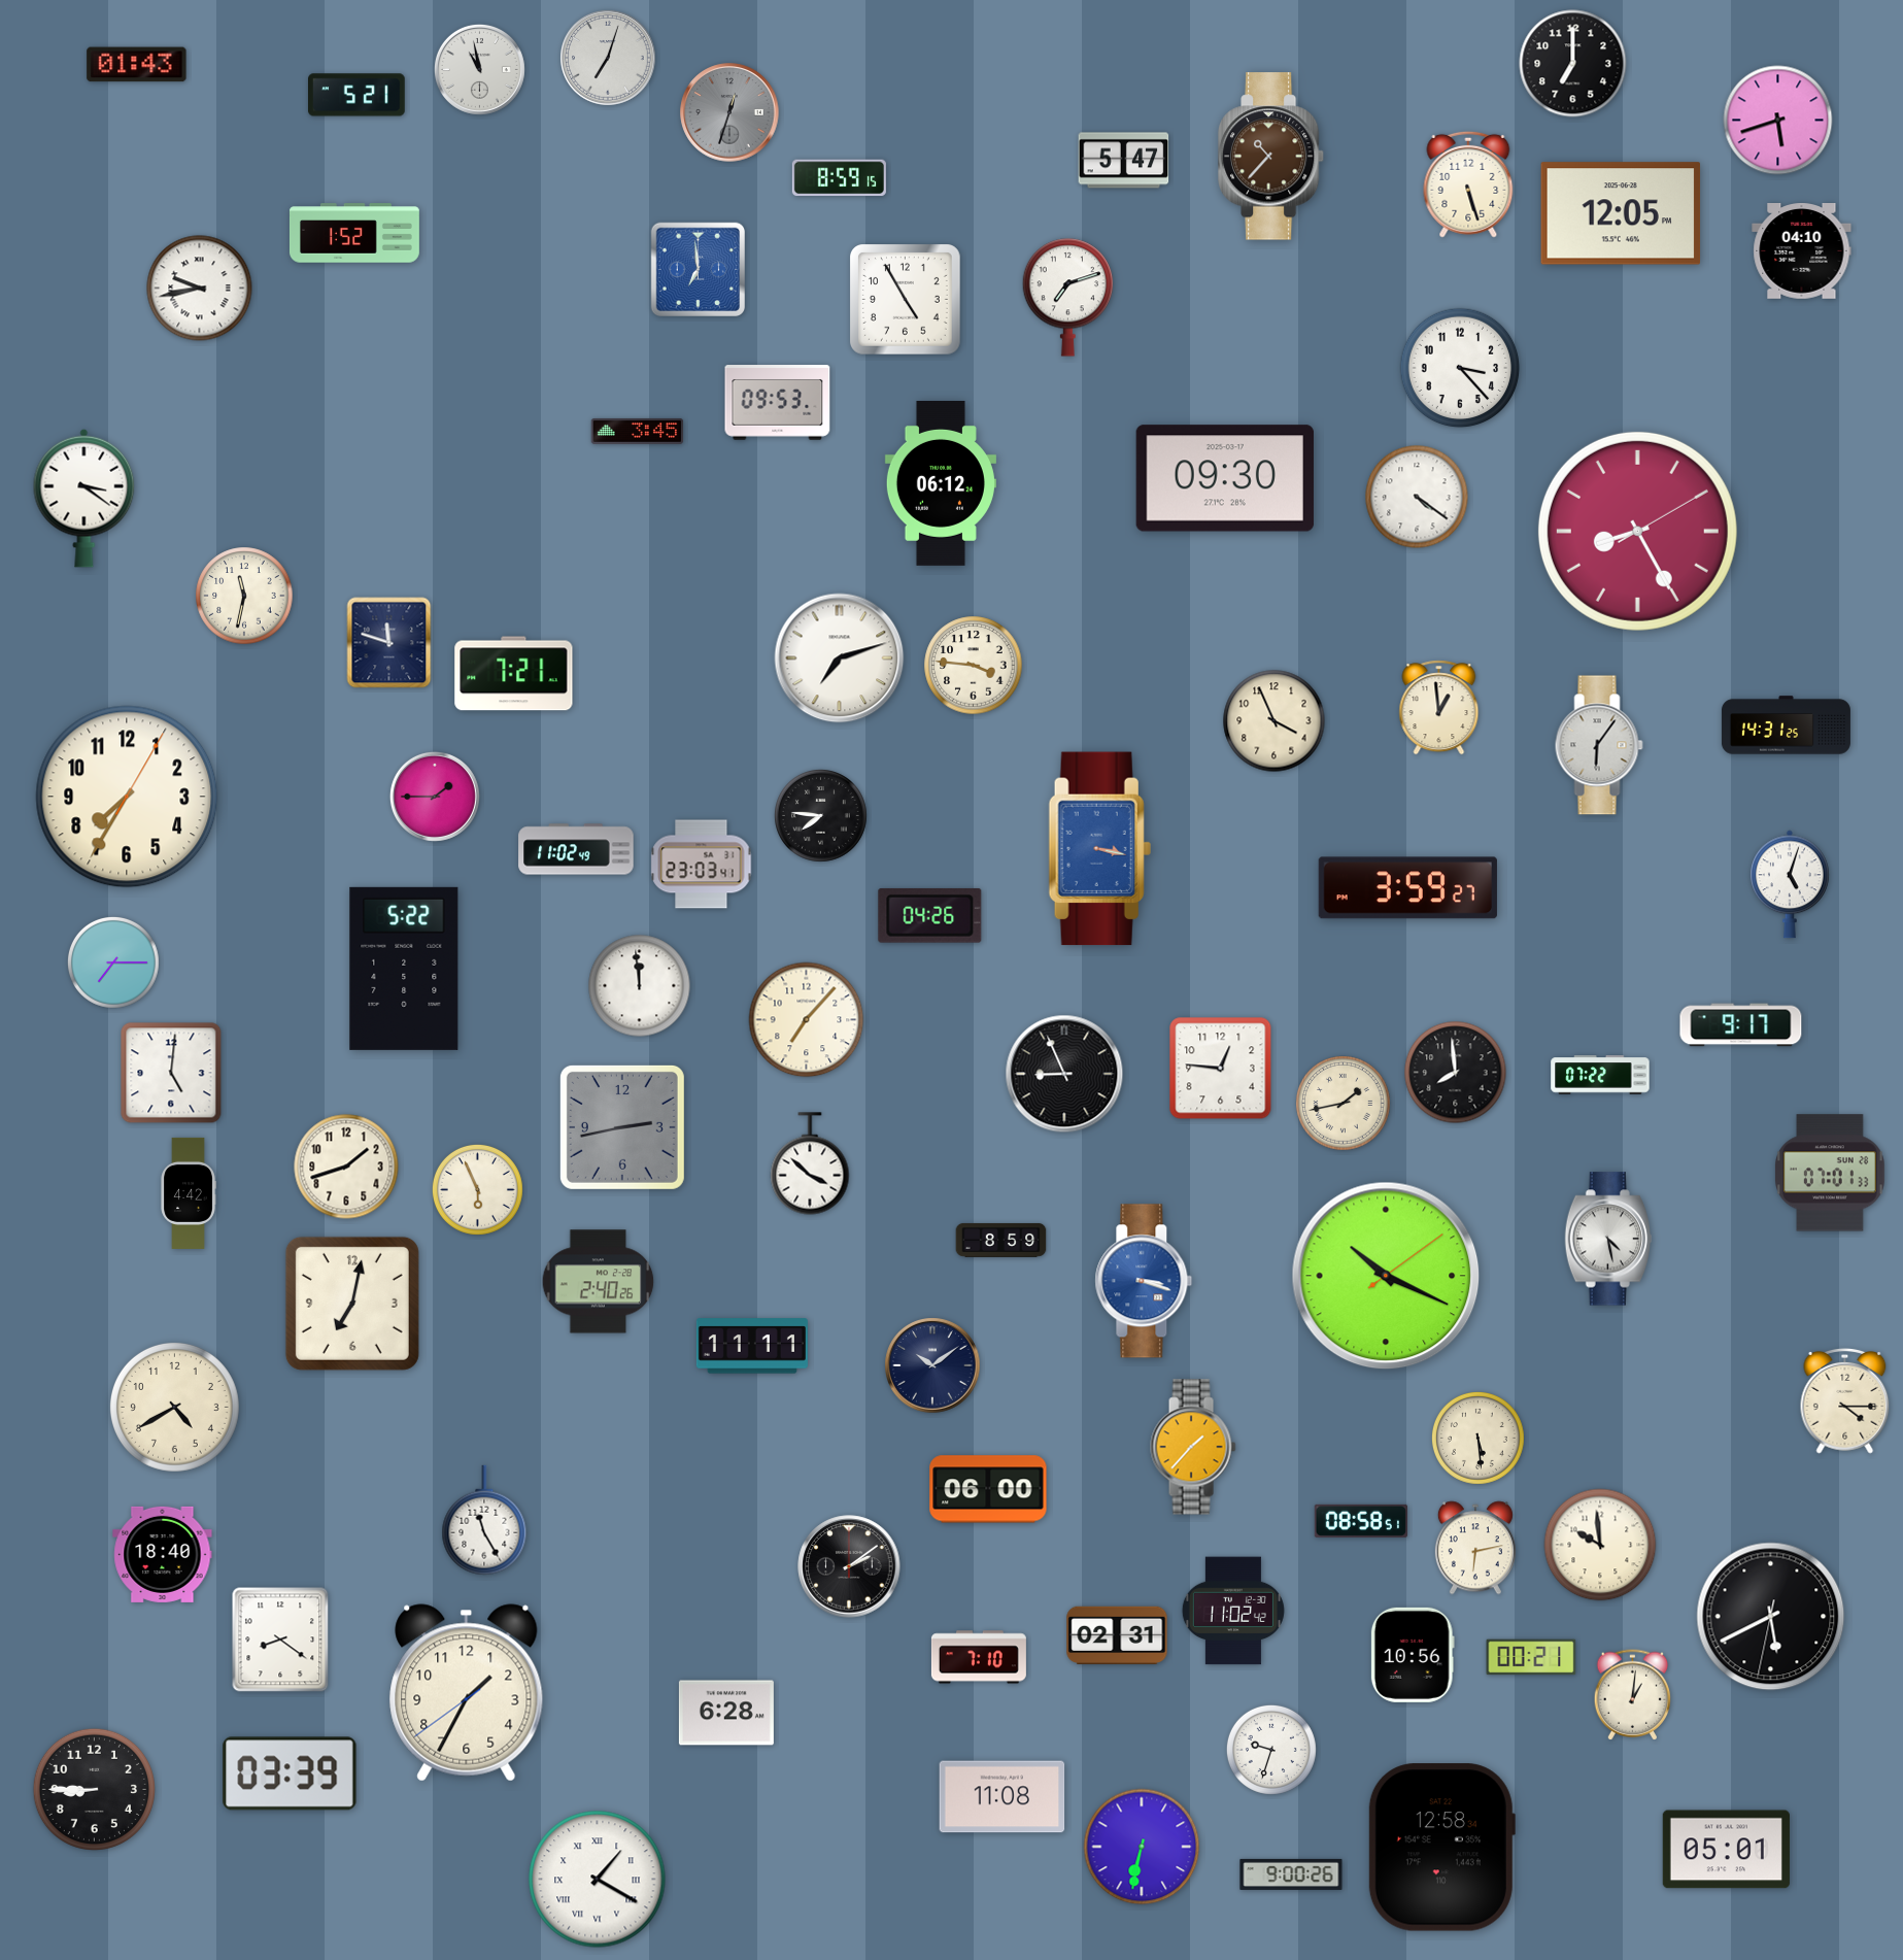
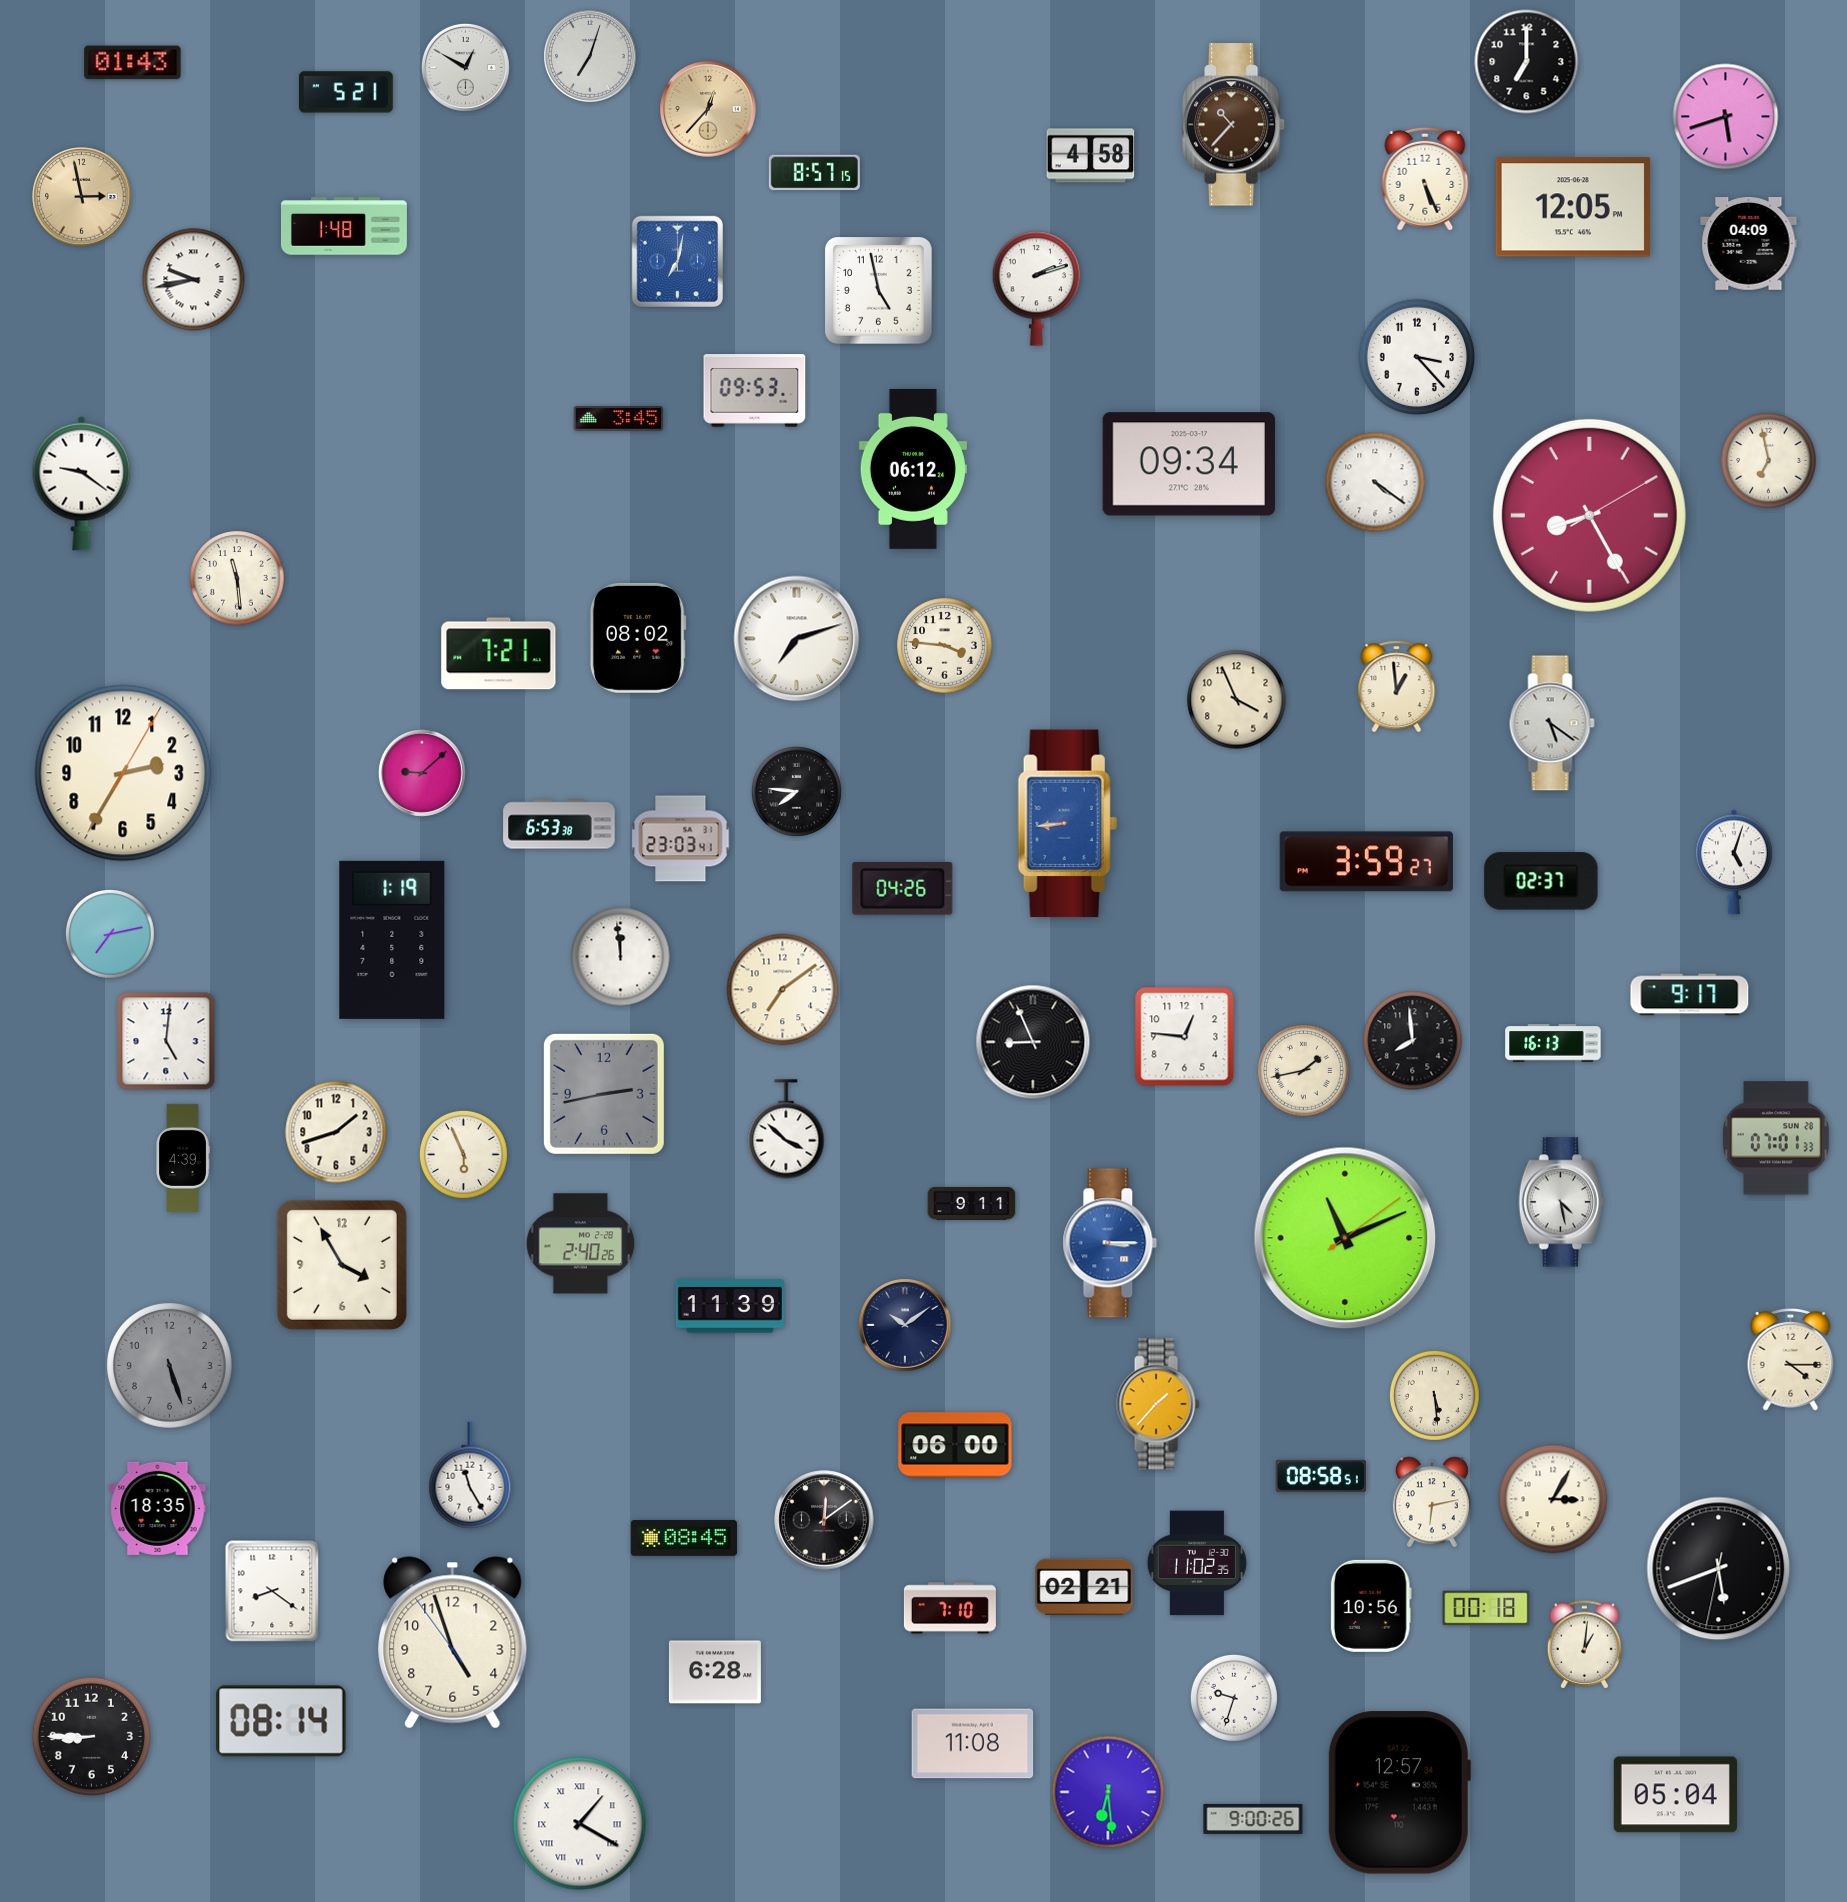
clock at (479, 69): 10:58 -> 12:50
clock at (729, 112): 12:33 -> 12:37
clock at (729, 112) dial: grey -> champagne
clock at (1271, 157) position: (1271, 157) -> (1234, 125)
clock at (1124, 161): 5:47 -> 4:58
clock at (839, 178): 8:59 -> 8:57
clock at (1468, 184): 5:27 -> 5:26
clock at (82, 197): none -> 2:58
clock at (354, 233): 1:52 -> 1:48
clock at (1802, 251): 04:10 -> 04:09
clock at (698, 269): 6:59 -> 7:02
clock at (1068, 298): 7:12 -> 2:12
clock at (906, 300): 4:55 -> 4:58
clock at (1769, 461): none -> 6:58
clock at (1225, 478): 09:30 -> 09:34
clock at (84, 498): 3:21 -> 9:21
clock at (244, 596): 11:32 -> 11:29
clock at (389, 643): 11:48 -> none
clock at (638, 638): none -> 08:02
clock at (840, 658) position: (840, 658) -> (797, 639)
clock at (1786, 725): 14:31 -> none
clock at (1599, 745): 6:06 -> 5:21
clock at (127, 797): 7:35 -> 2:35
clock at (435, 797): 1:45 -> 9:08
clock at (576, 849): 11:02 -> 6:53
clock at (1099, 849): 3:17 -> 8:44
clock at (1791, 884) position: (1791, 884) -> (1735, 862)
clock at (1541, 881): none -> 02:37
clock at (113, 962): 7:15 -> 7:13
clock at (404, 969): 5:22 -> 1:19
clock at (807, 1020): 7:07 -> 7:09
clock at (1600, 1075): 07:22 -> 16:13
clock at (189, 1193): 4:42 -> 4:39
clock at (1001, 1240): 8:59 -> 9:11
clock at (1386, 1276): 10:19 -> 11:11
clock at (1144, 1281): 3:18 -> 3:15
clock at (352, 1304): 7:02 -> 3:55
clock at (752, 1346): 11:11 -> 11:39
clock at (174, 1407): 4:40 -> 5:27
clock at (174, 1407) dial: cream -> grey
clock at (988, 1489) position: (988, 1489) -> (955, 1445)
clock at (1600, 1545): 9:59 -> 3:05
clock at (163, 1554): 18:40 -> 18:35
clock at (849, 1566): 2:09 -> 12:09
clock at (684, 1538): none -> 08:45
clock at (1233, 1611): 11:02:42 -> 11:02:35
clock at (1771, 1617): 5:40 -> 5:41
clock at (1117, 1634): 02:31 -> 02:21
clock at (1531, 1657): 00:21 -> 00:18
clock at (467, 1693): 1:34 -> 4:56
clock at (726, 1713) position: (726, 1713) -> (715, 1672)
clock at (290, 1773): 03:39 -> 08:14
clock at (1142, 1847): 6:32 -> 6:29
clock at (1441, 1848): 12:58 -> 12:57
clock at (1726, 1850): 05:01 -> 05:04
